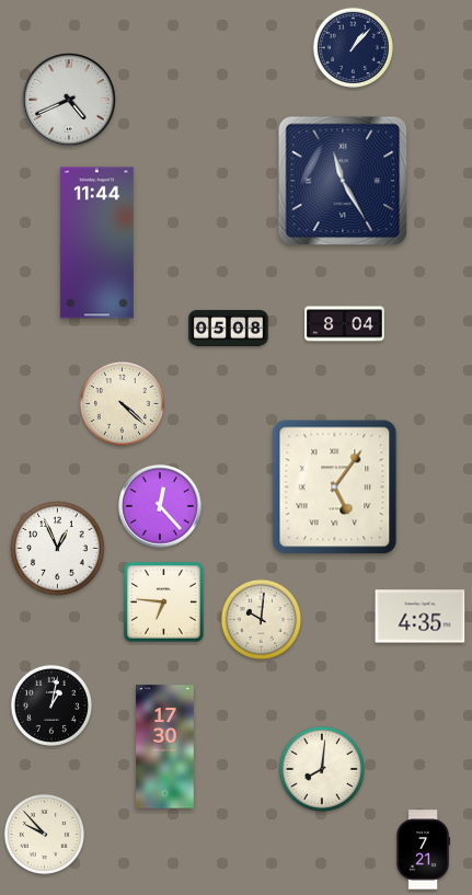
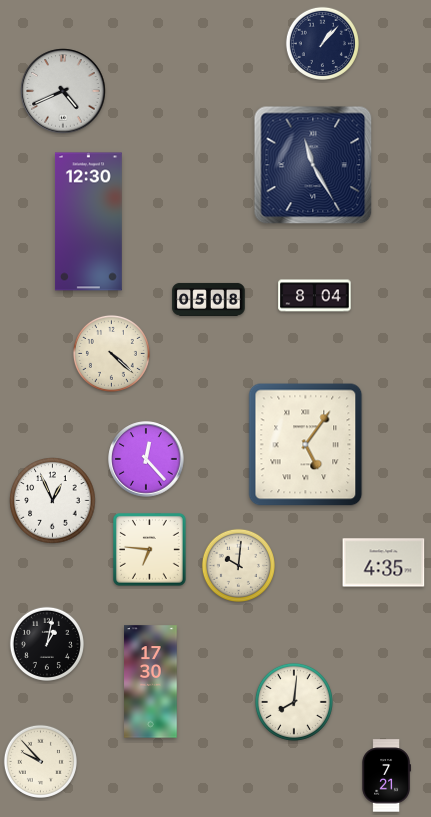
clock at (96, 243): 11:44 -> 12:30
clock at (122, 403) position: (122, 403) -> (111, 353)
clock at (160, 506) position: (160, 506) -> (146, 459)
